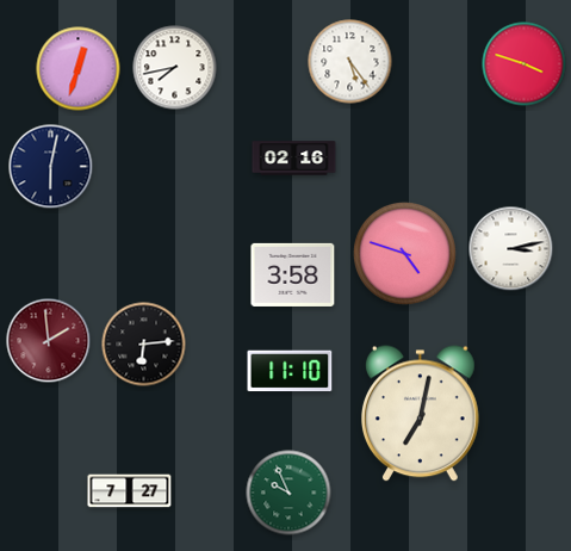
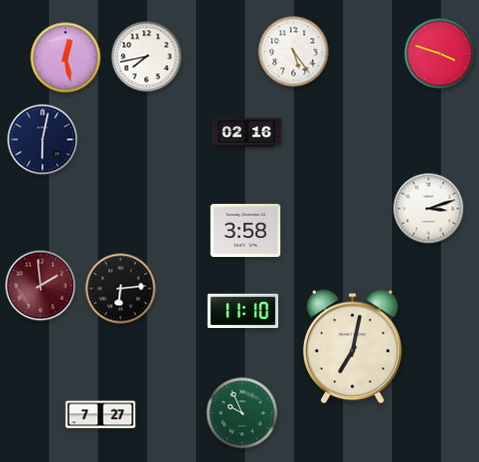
clock at (79, 69): 12:33 -> 12:28
clock at (511, 249): 3:13 -> 3:12
clock at (404, 253): 4:48 -> none
clock at (130, 491) position: (130, 491) -> (101, 415)
